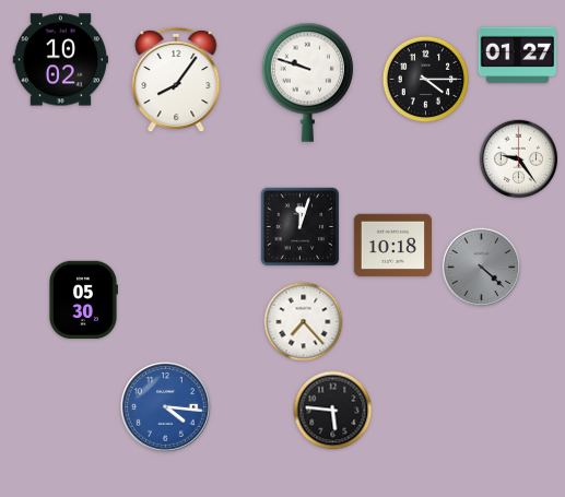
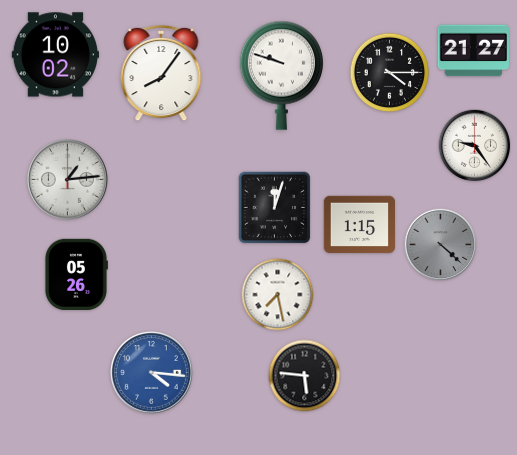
clock at (517, 56): 01:27 -> 21:27
clock at (67, 179): none -> 1:14
clock at (393, 246): 10:18 -> 1:15
clock at (83, 299): 05:30 -> 05:26
clock at (304, 322): 7:23 -> 7:28
